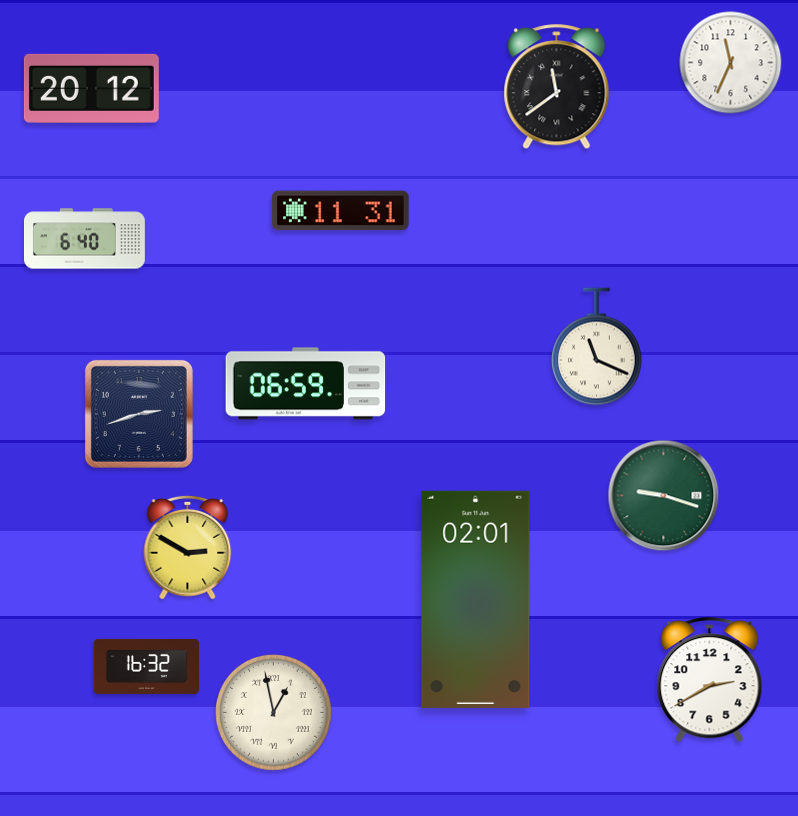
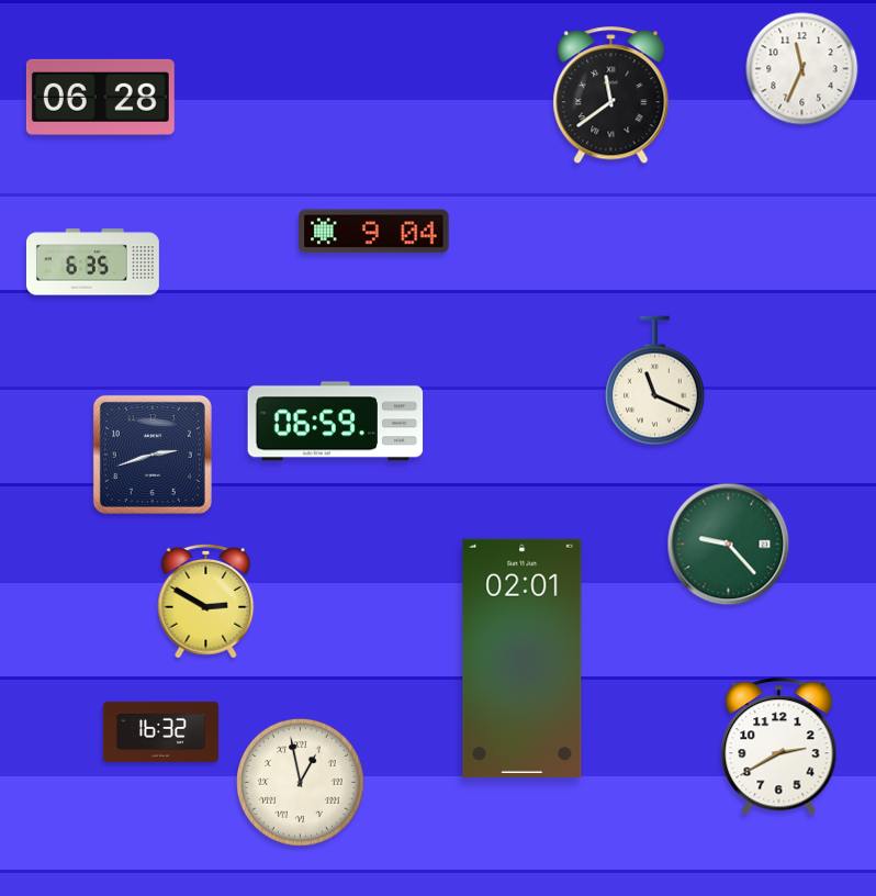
clock at (91, 88): 20:12 -> 06:28
clock at (341, 211): 11:31 -> 9:04
clock at (84, 239): 6:40 -> 6:35
clock at (664, 496): 9:18 -> 9:23
